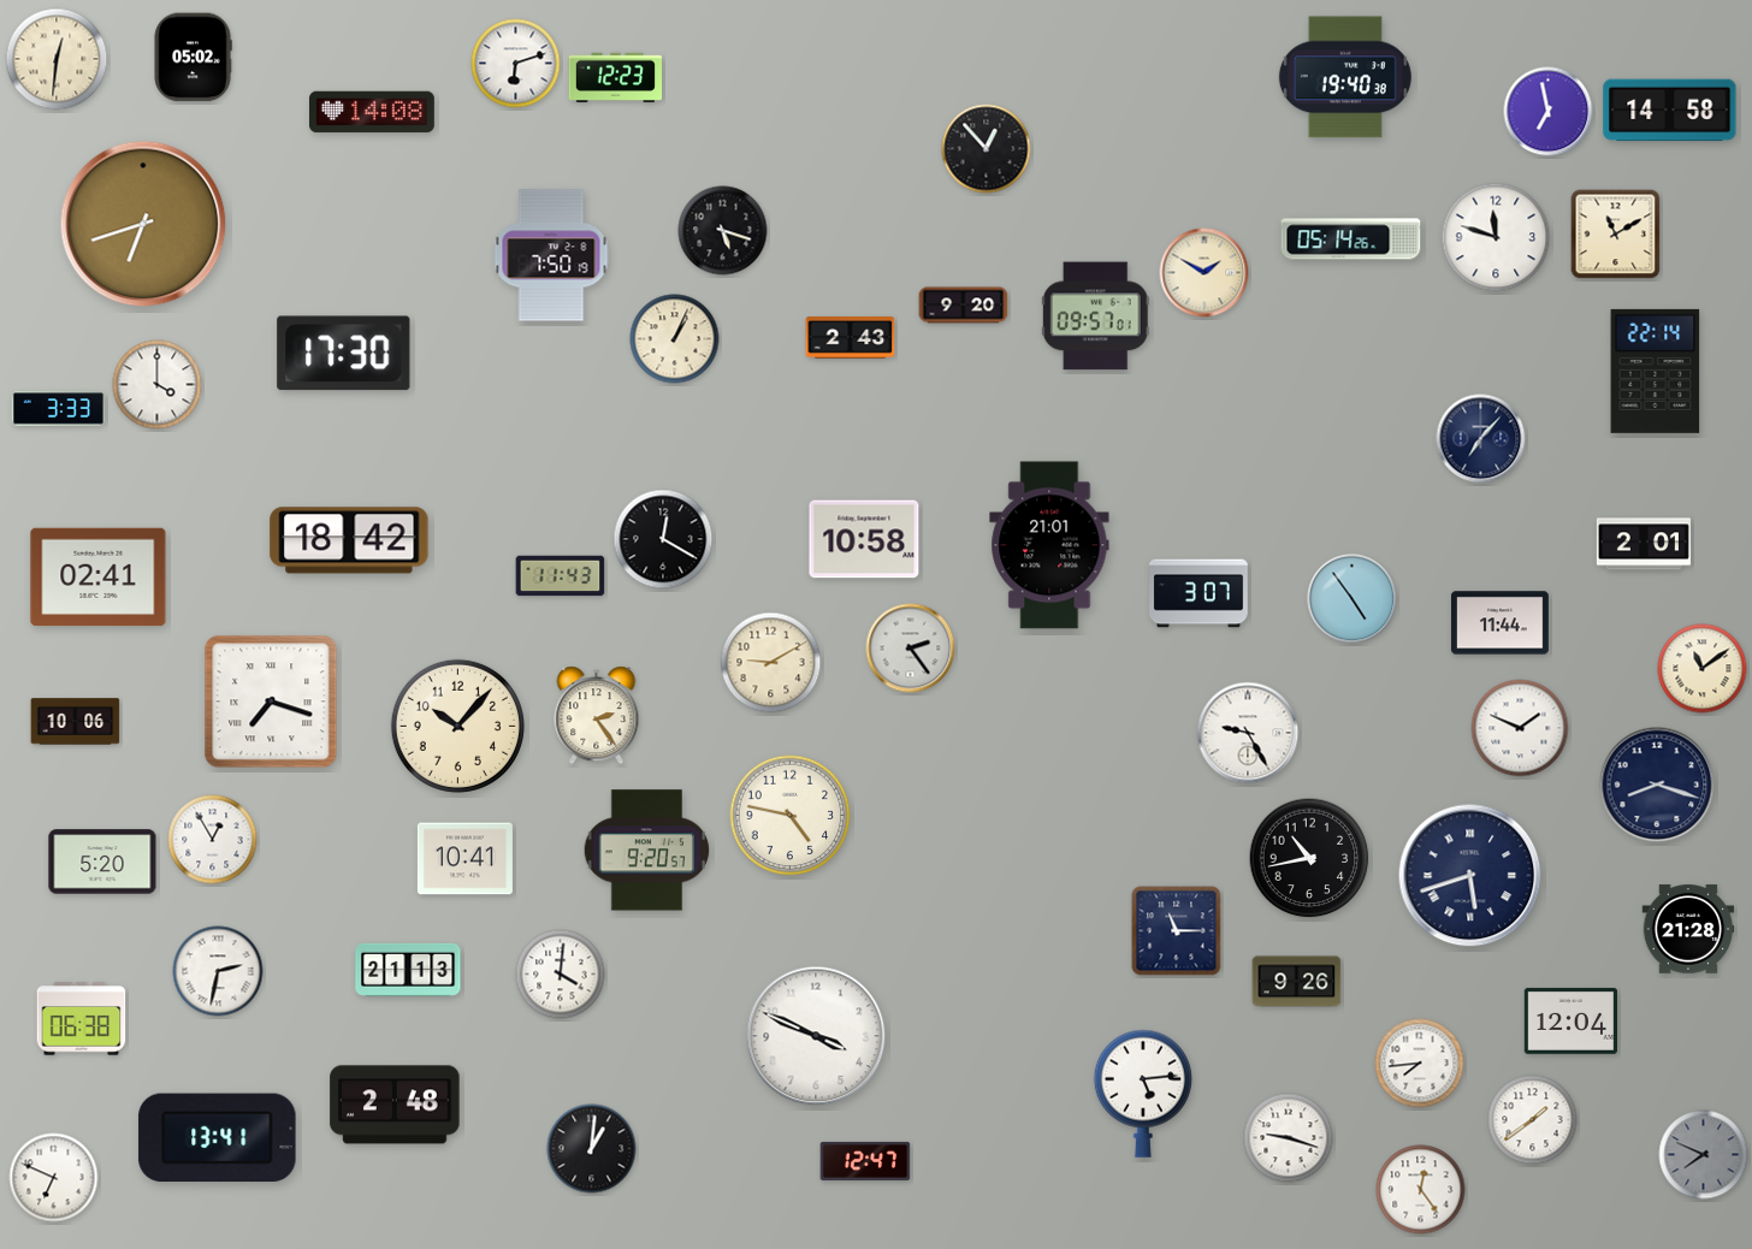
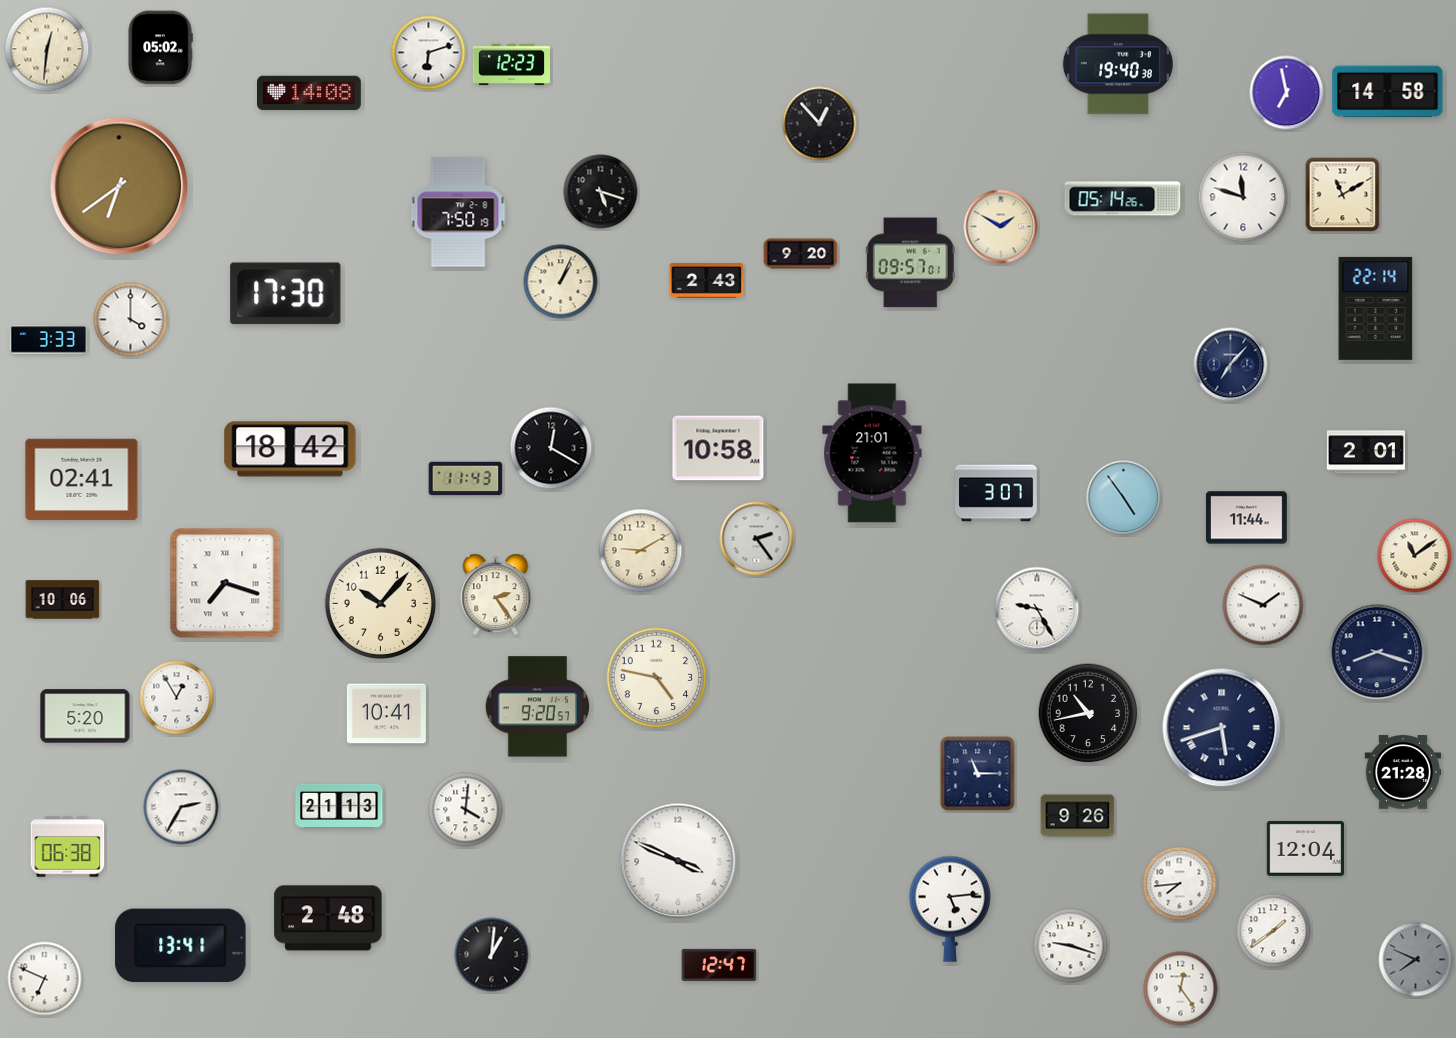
clock at (143, 224): 6:42 -> 6:39
clock at (218, 971): 2:32 -> 2:35
